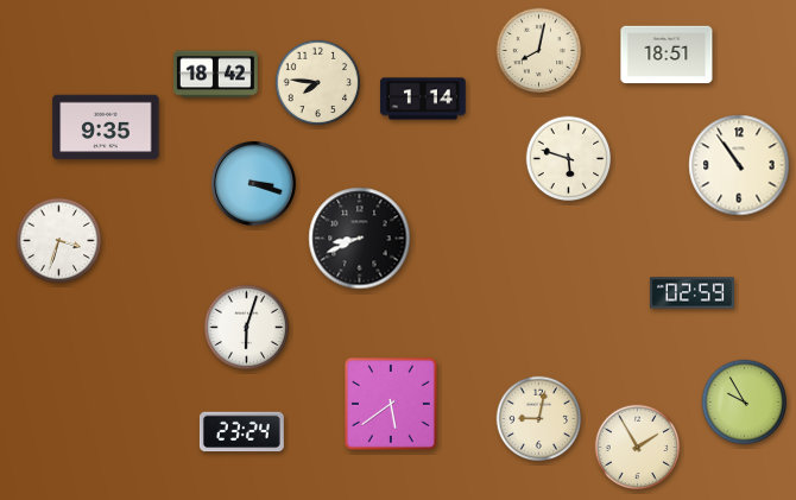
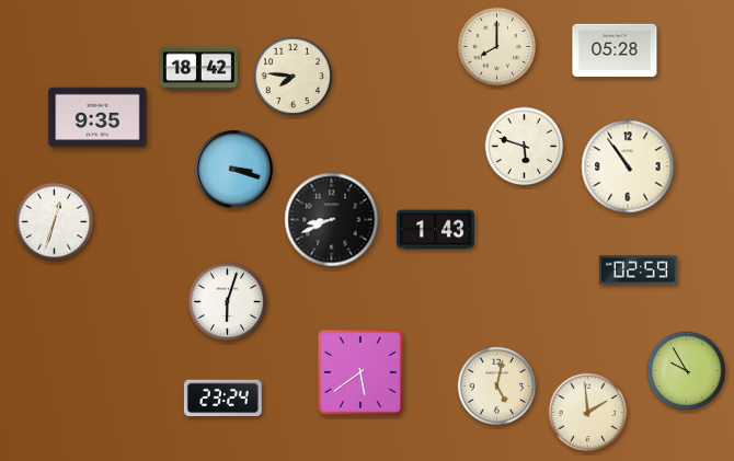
clock at (539, 51): 8:02 -> 8:00
clock at (667, 55): 18:51 -> 05:28
clock at (423, 99): 1:14 -> none
clock at (739, 165) position: (739, 165) -> (628, 166)
clock at (59, 241): 3:33 -> 12:33
clock at (435, 230): none -> 1:43
clock at (539, 419): 9:02 -> 5:02
clock at (638, 448): 1:55 -> 1:59
